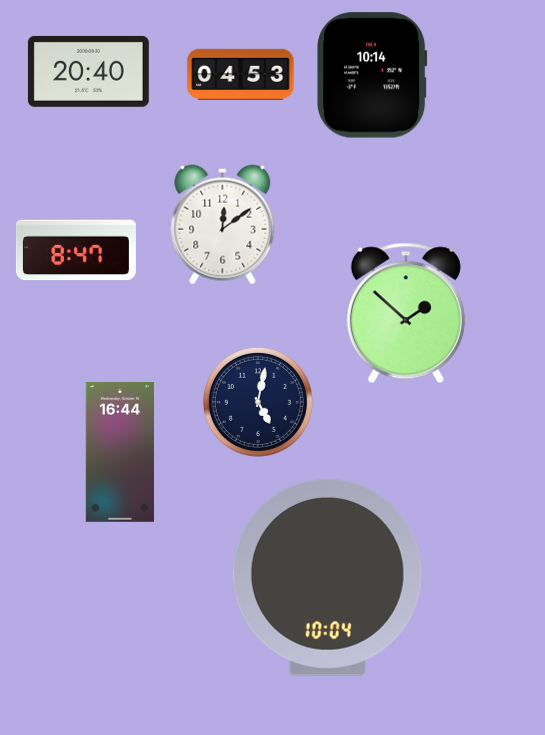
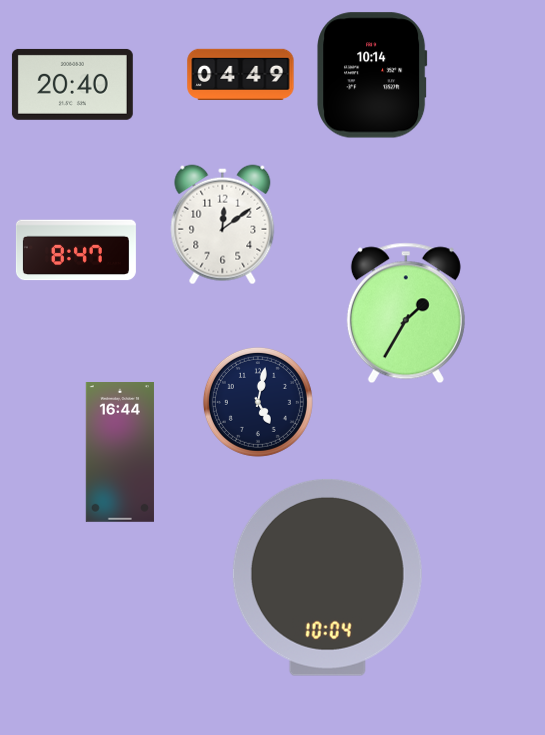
clock at (88, 71) position: (88, 71) -> (72, 84)
clock at (241, 74): 04:53 -> 04:49
clock at (406, 313): 1:52 -> 1:35
